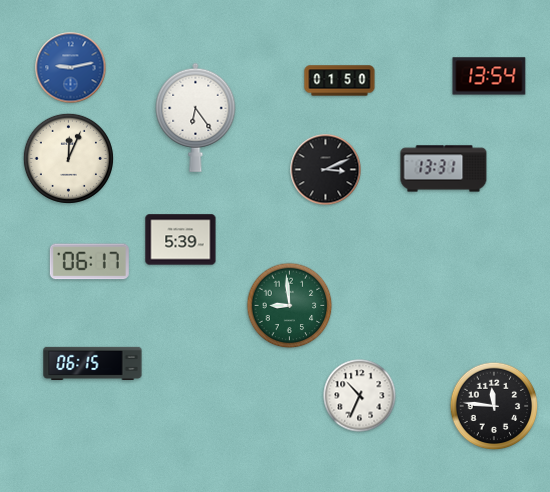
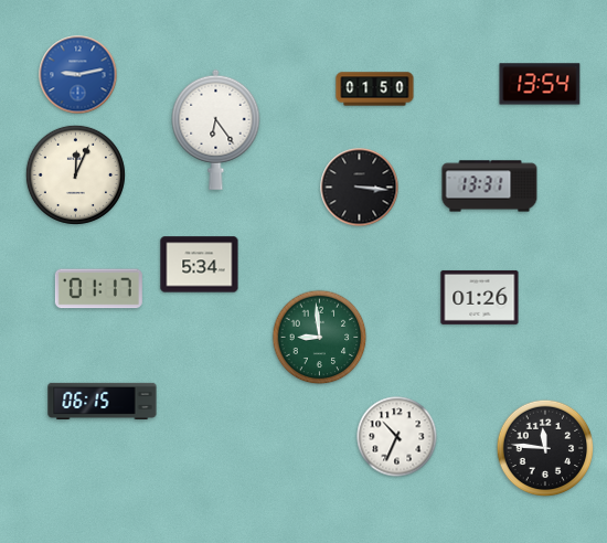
clock at (326, 170): 3:11 -> 3:16
clock at (181, 240): 5:39 -> 5:34
clock at (89, 262): 06:17 -> 01:17
clock at (480, 297): none -> 01:26
